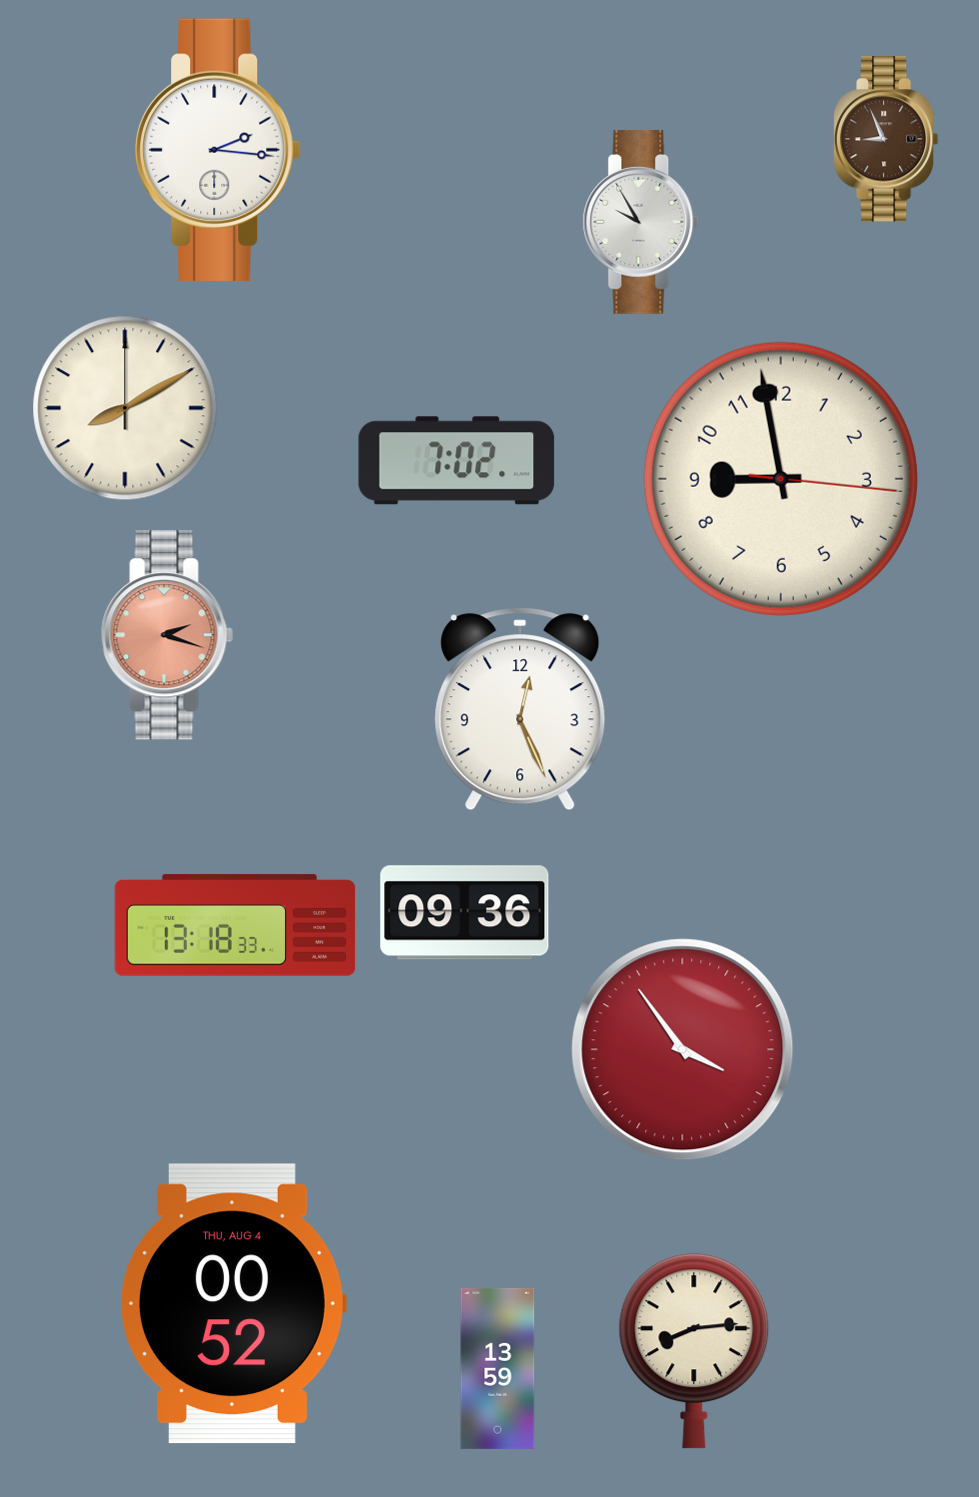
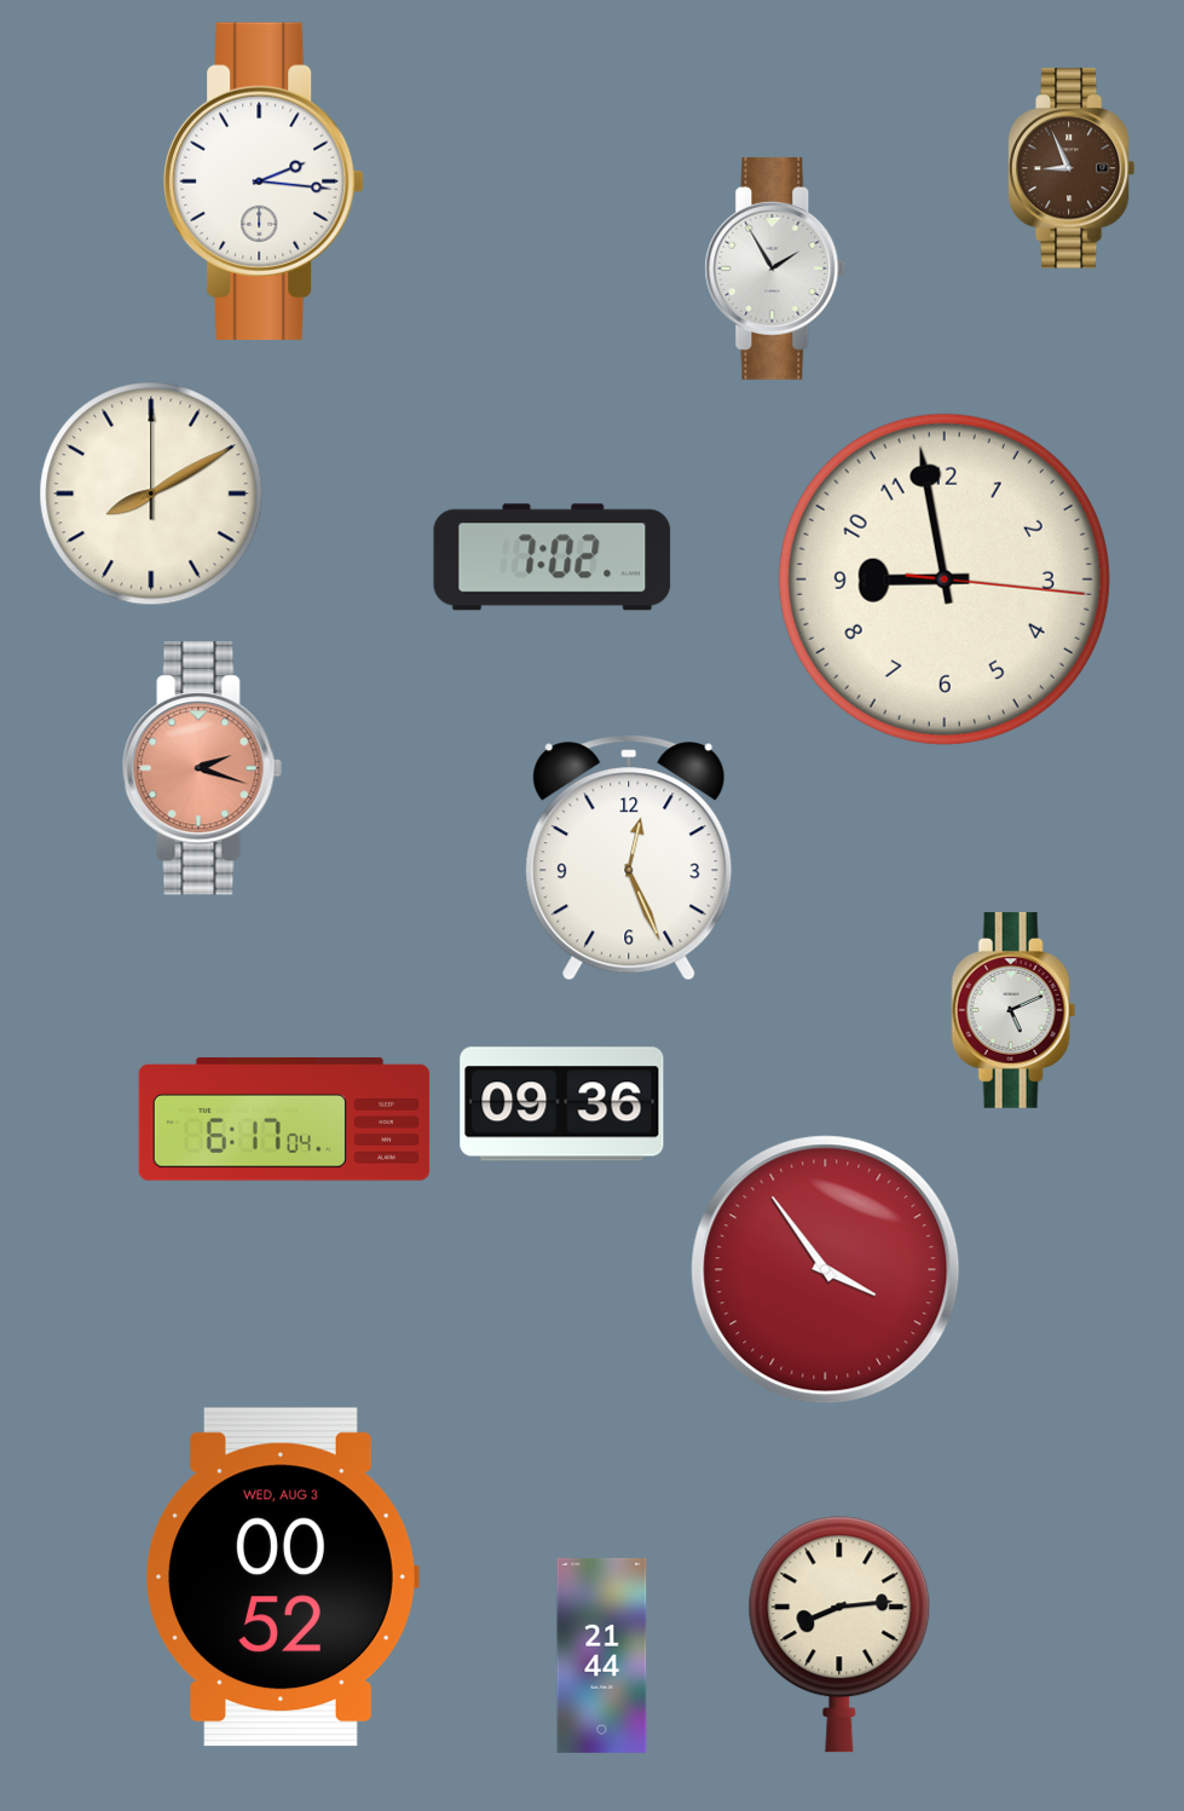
clock at (641, 222): 9:55 -> 1:55
clock at (1013, 1010): none -> 5:11
clock at (235, 925): 13:18 -> 6:17
clock at (234, 1304) date: THU, AUG 4 -> WED, AUG 3
clock at (498, 1368): 13:59 -> 21:44
